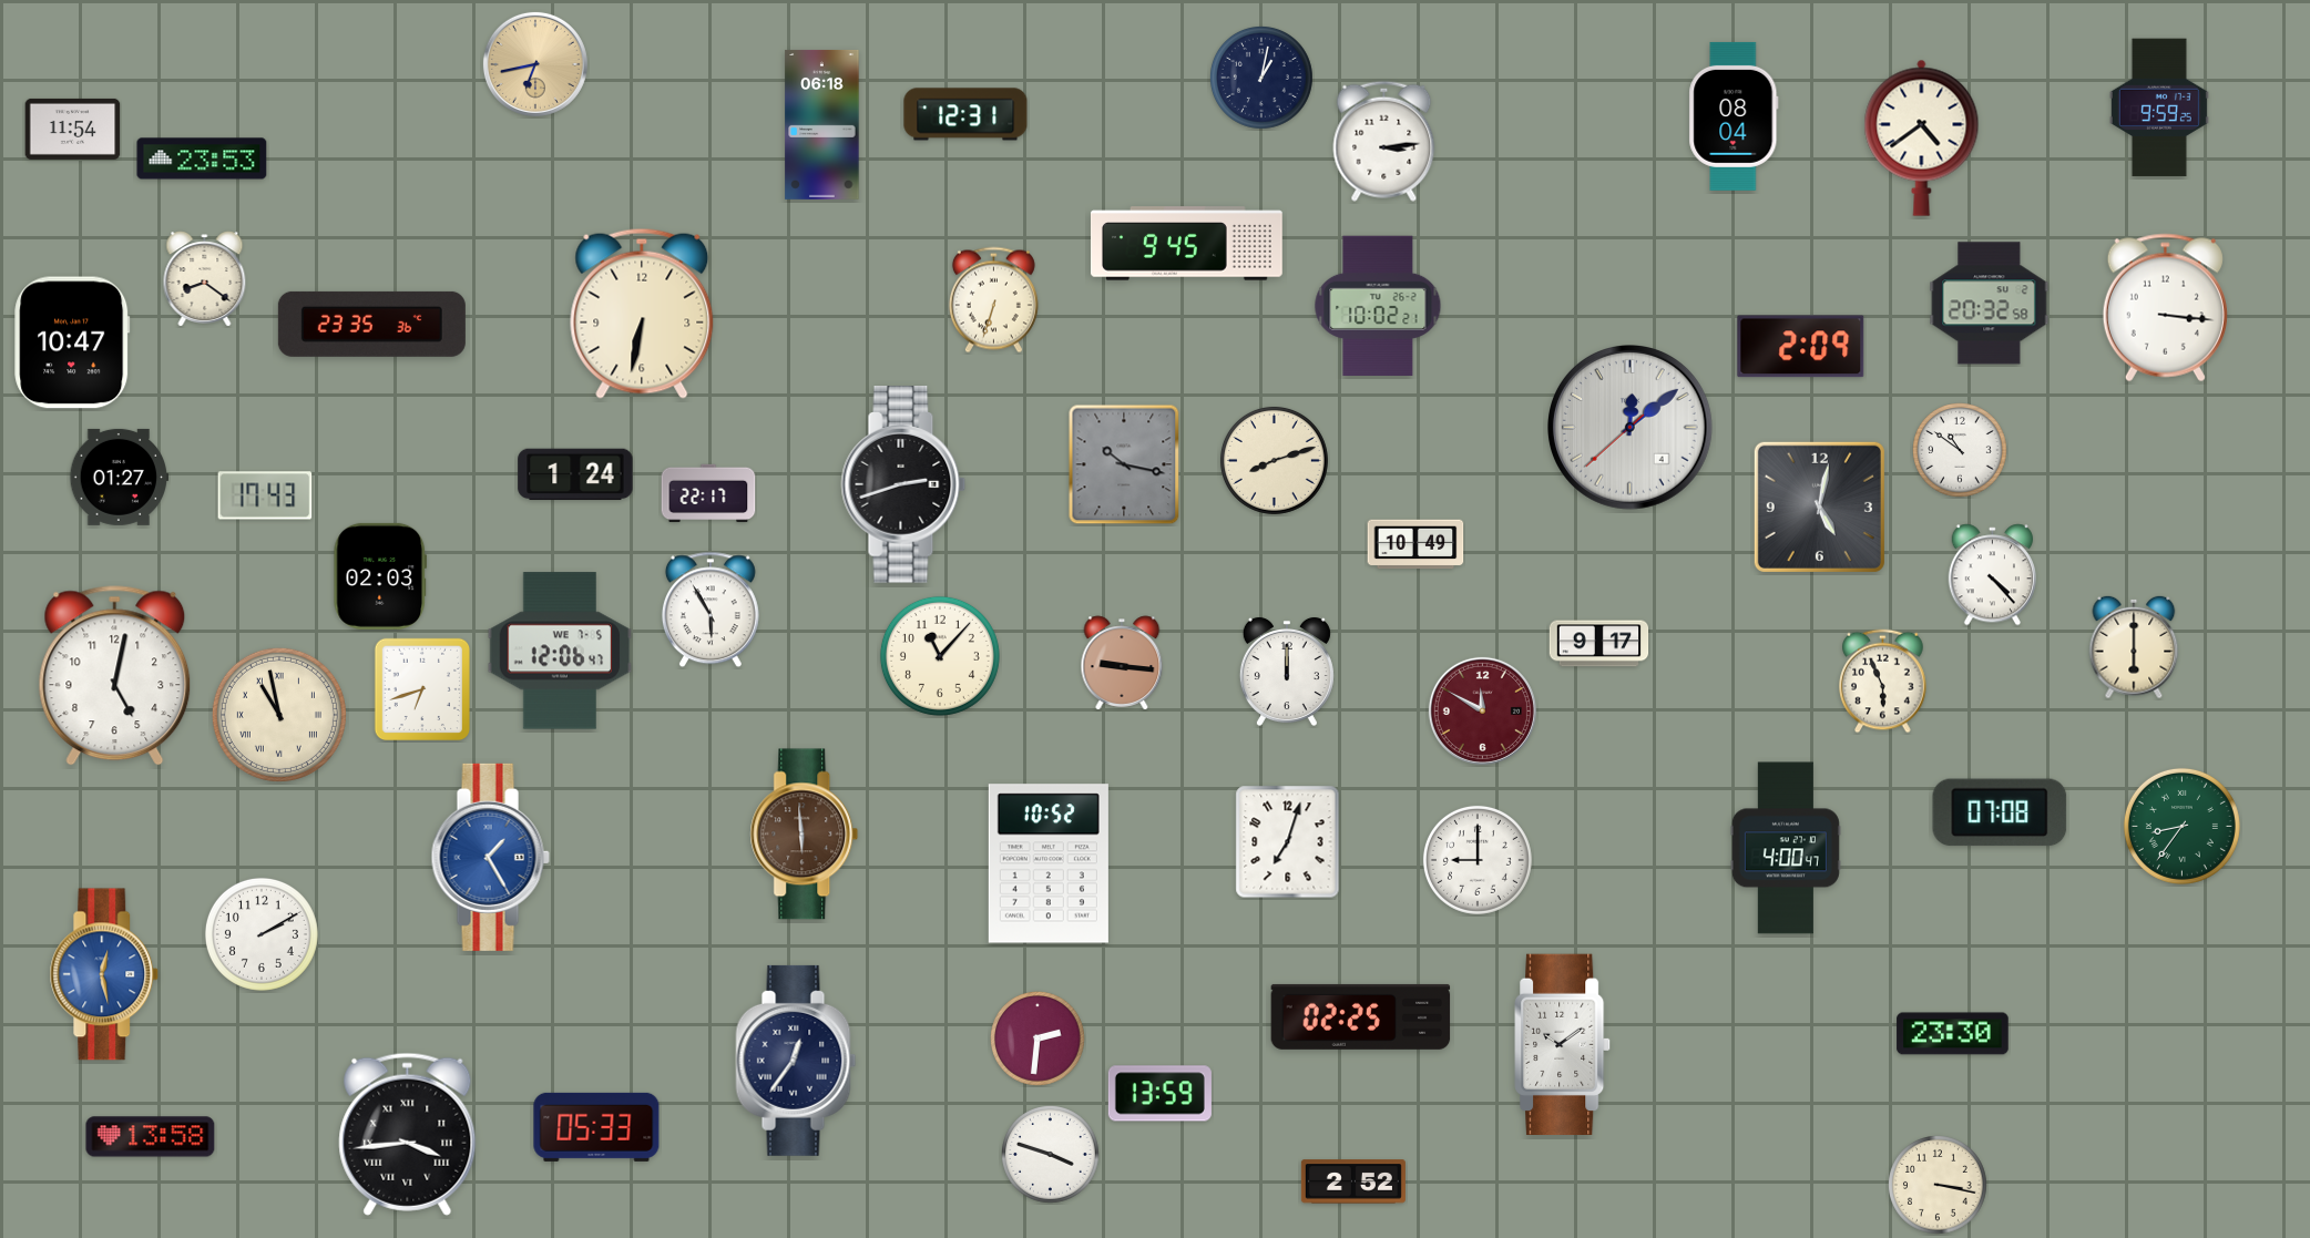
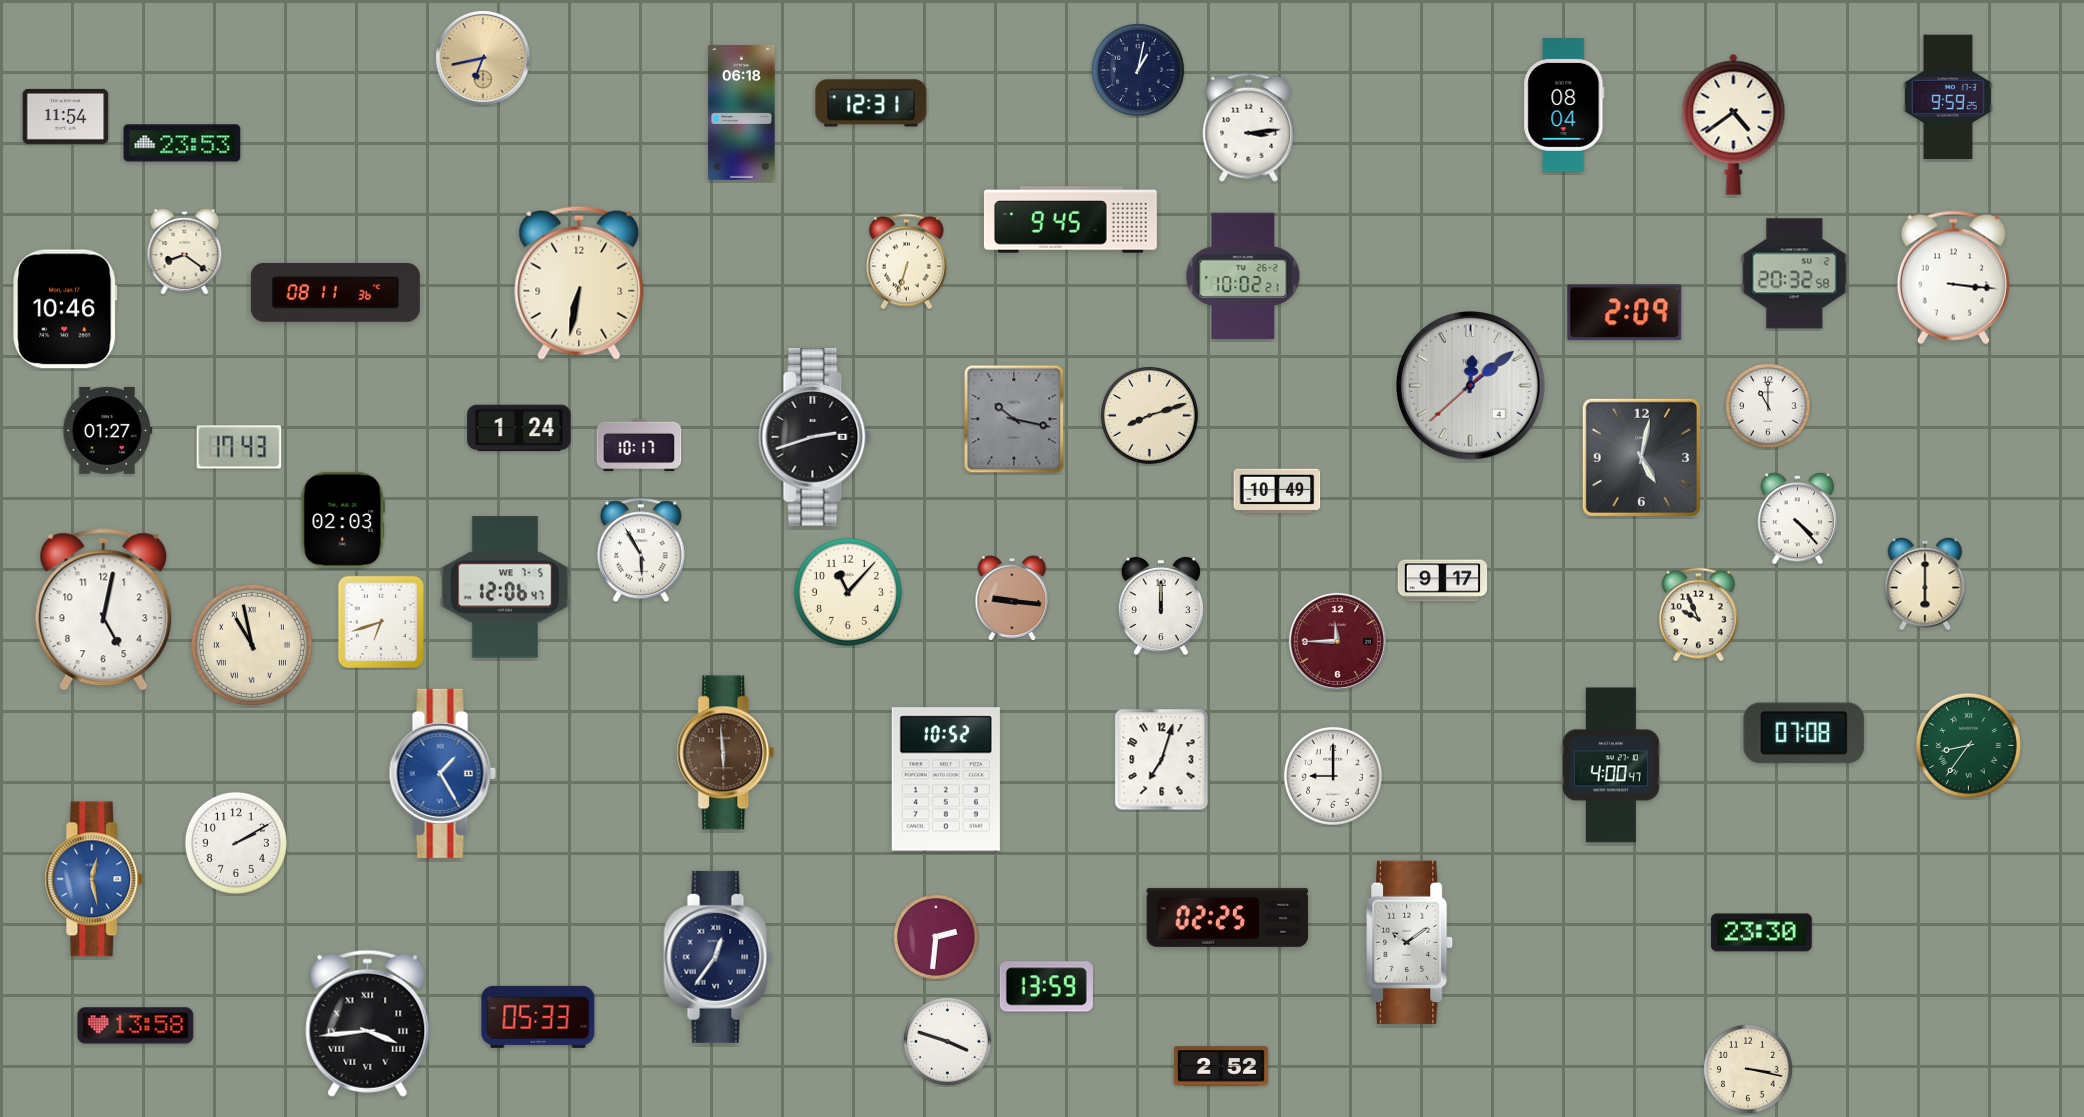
clock at (993, 300) position: (993, 300) -> (906, 262)
clock at (371, 324): 23:35 -> 08:11
clock at (72, 342): 10:47 -> 10:46
clock at (1960, 450): 10:51 -> 11:00
clock at (708, 493): 22:17 -> 10:17
clock at (1883, 682): 5:56 -> 9:56
clock at (1482, 710): 11:50 -> 11:45
